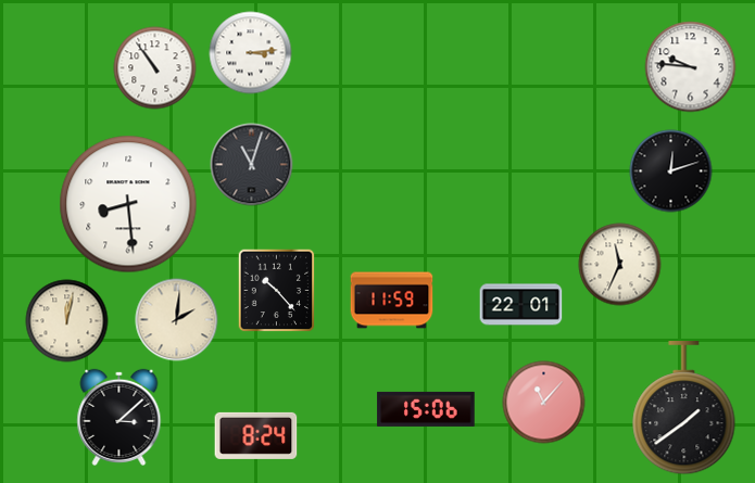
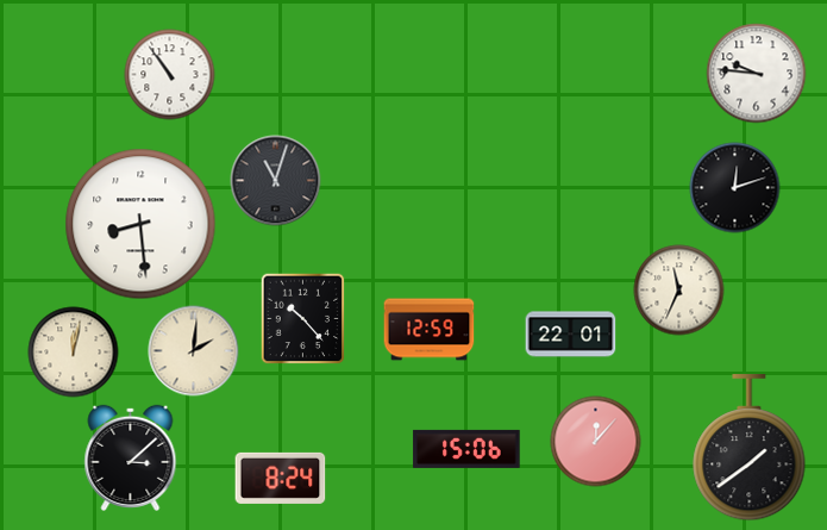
clock at (251, 53): 3:14 -> none
clock at (392, 301): 11:59 -> 12:59
clock at (544, 403): 11:07 -> 12:07
